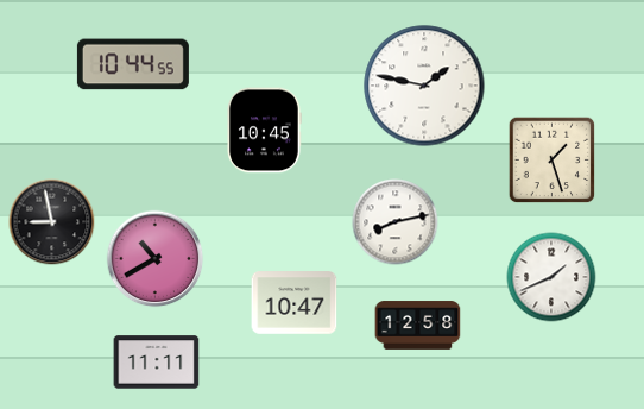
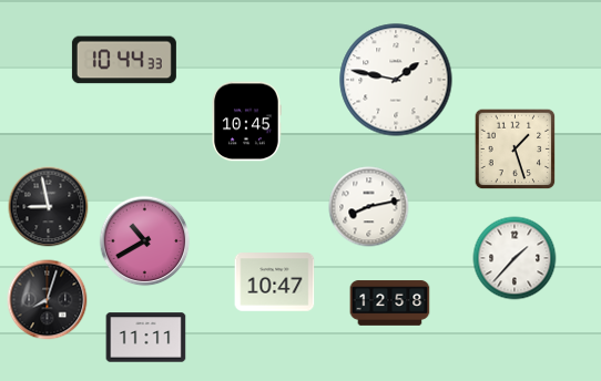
clock at (133, 64): 10:44:55 -> 10:44:33
clock at (551, 277): 1:41 -> 1:37
clock at (48, 300): none -> 8:03
